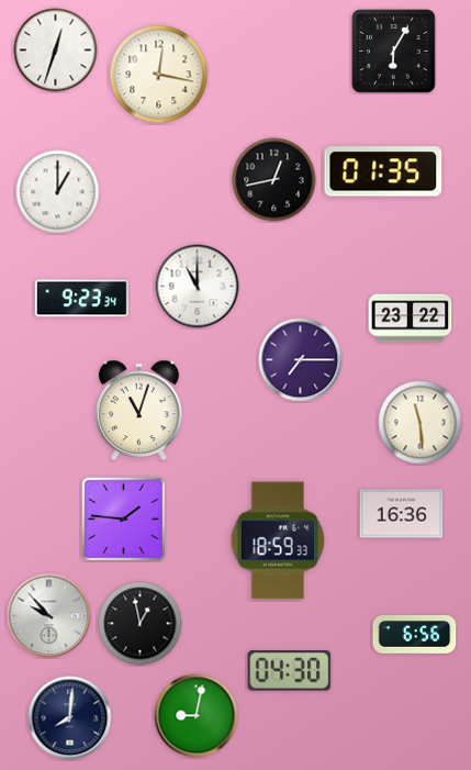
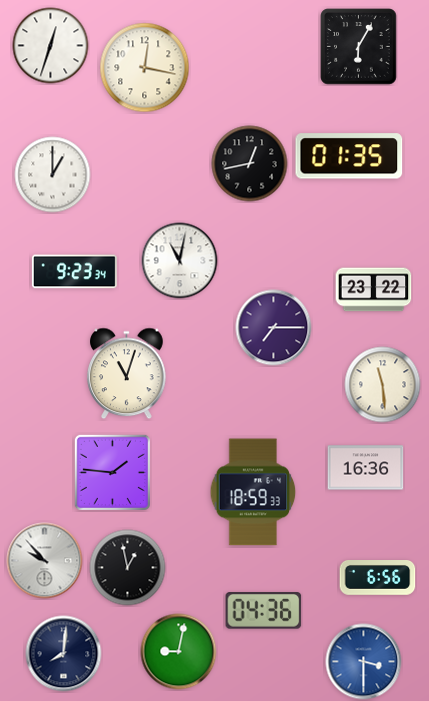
clock at (198, 287): 11:00 -> 11:02
clock at (290, 671): 04:30 -> 04:36
clock at (364, 662): none -> 3:30
